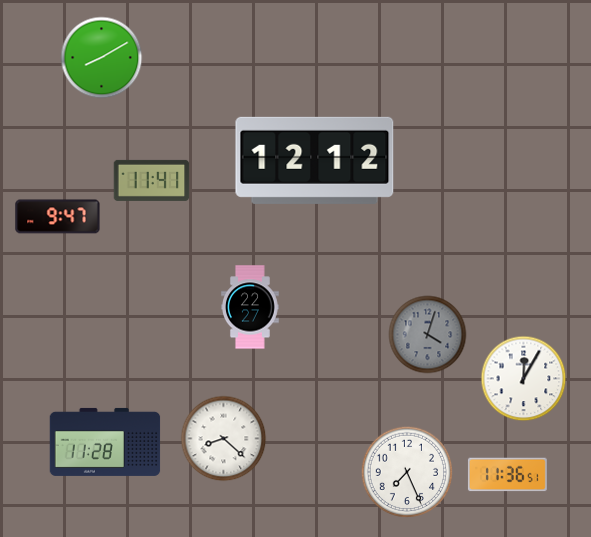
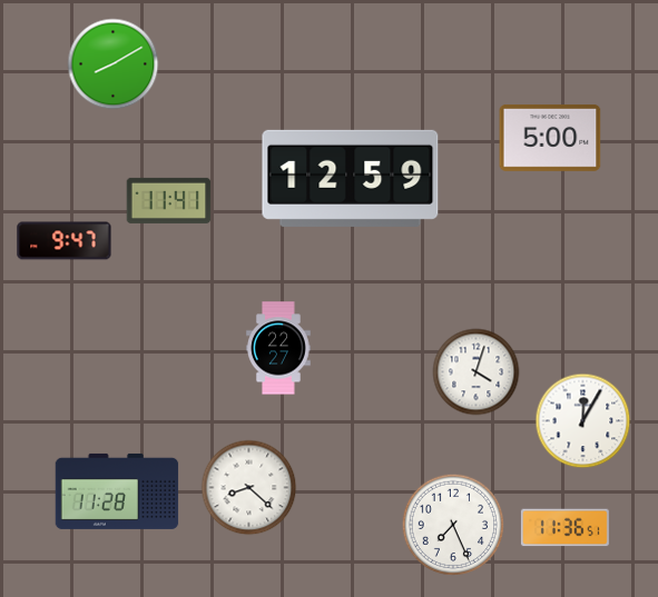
clock at (550, 138): none -> 5:00
clock at (315, 160): 12:12 -> 12:59
clock at (251, 307) position: (251, 307) -> (279, 348)
clock at (428, 335) dial: grey -> white
